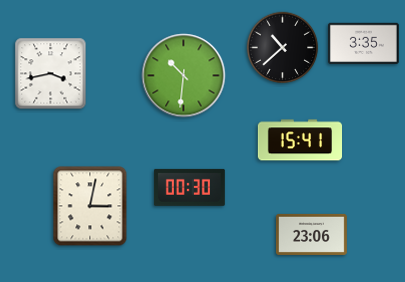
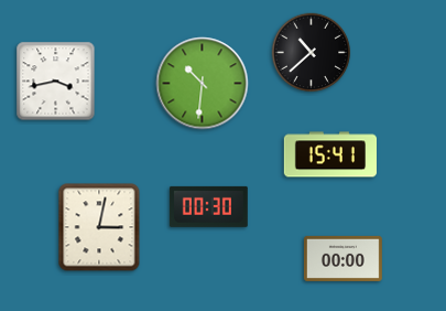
clock at (363, 44): 3:35 -> none
clock at (311, 234): 23:06 -> 00:00
